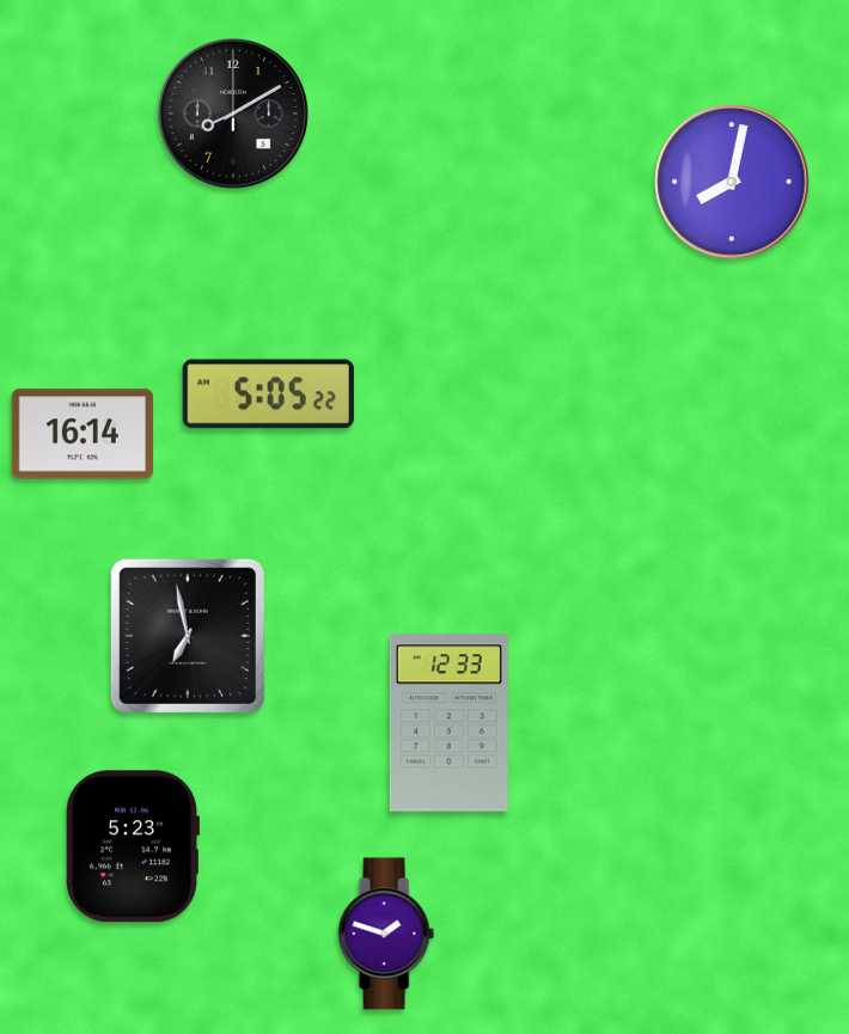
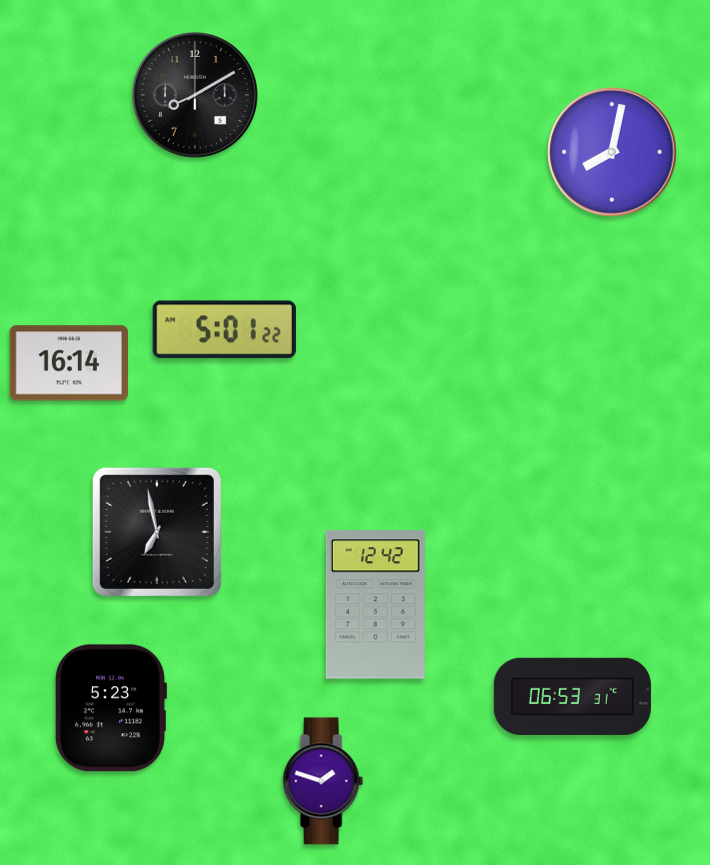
clock at (268, 394): 5:05 -> 5:01
clock at (448, 723): 12:33 -> 12:42
clock at (572, 696): none -> 06:53
